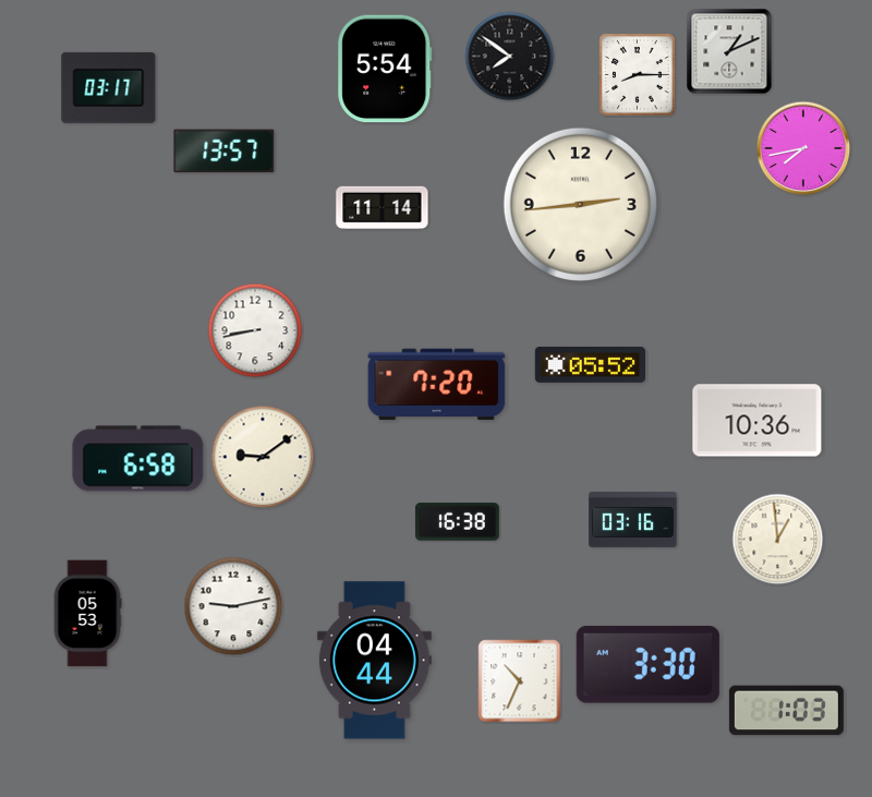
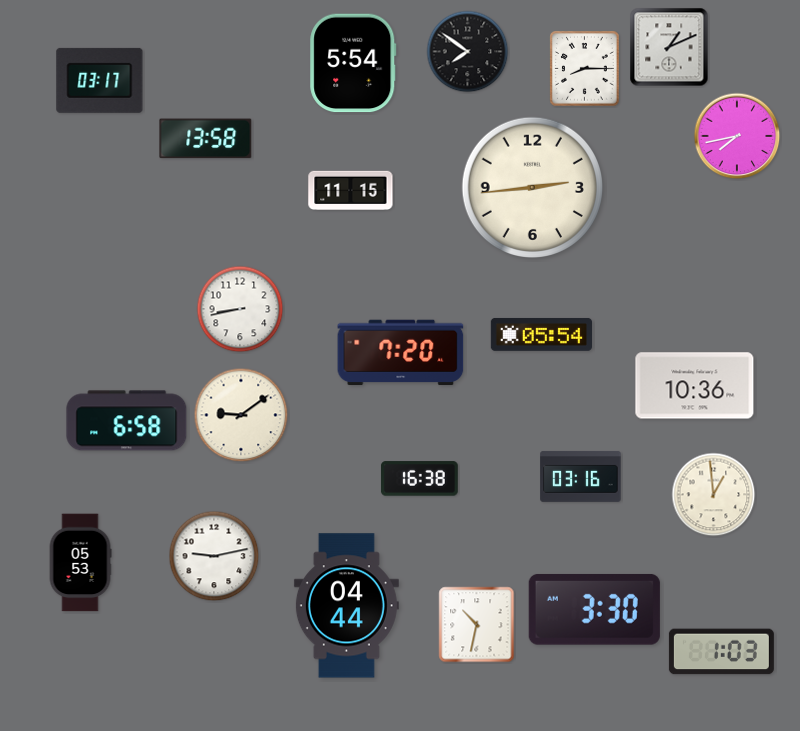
clock at (225, 152): 13:57 -> 13:58
clock at (383, 207): 11:14 -> 11:15
clock at (255, 330) position: (255, 330) -> (240, 309)
clock at (590, 364): 05:52 -> 05:54
clock at (263, 457) position: (263, 457) -> (241, 415)
clock at (374, 661) position: (374, 661) -> (346, 606)
clock at (520, 681): 10:34 -> 10:32
